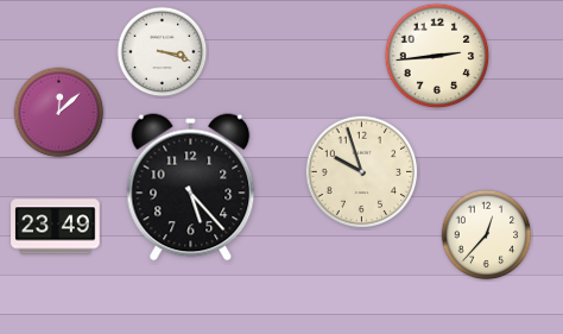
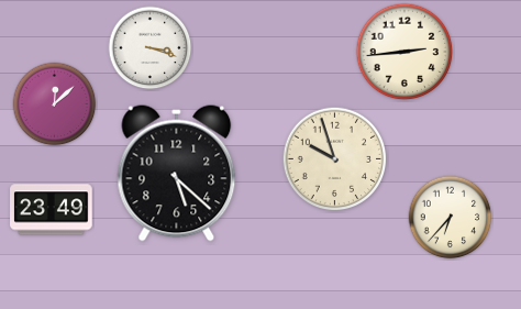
clock at (191, 188): 5:23 -> 5:22
clock at (487, 235): 12:37 -> 6:37
